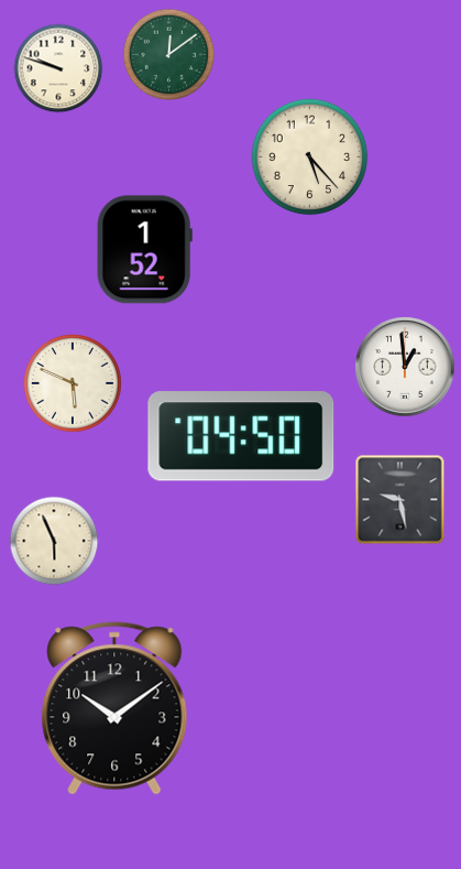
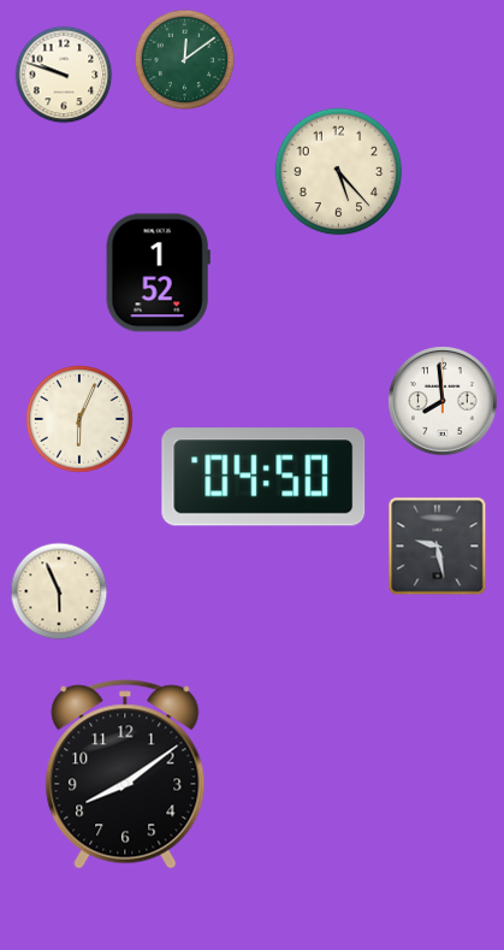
clock at (405, 367): 12:59 -> 7:59
clock at (74, 384): 5:49 -> 6:04
clock at (114, 708): 10:09 -> 8:09
